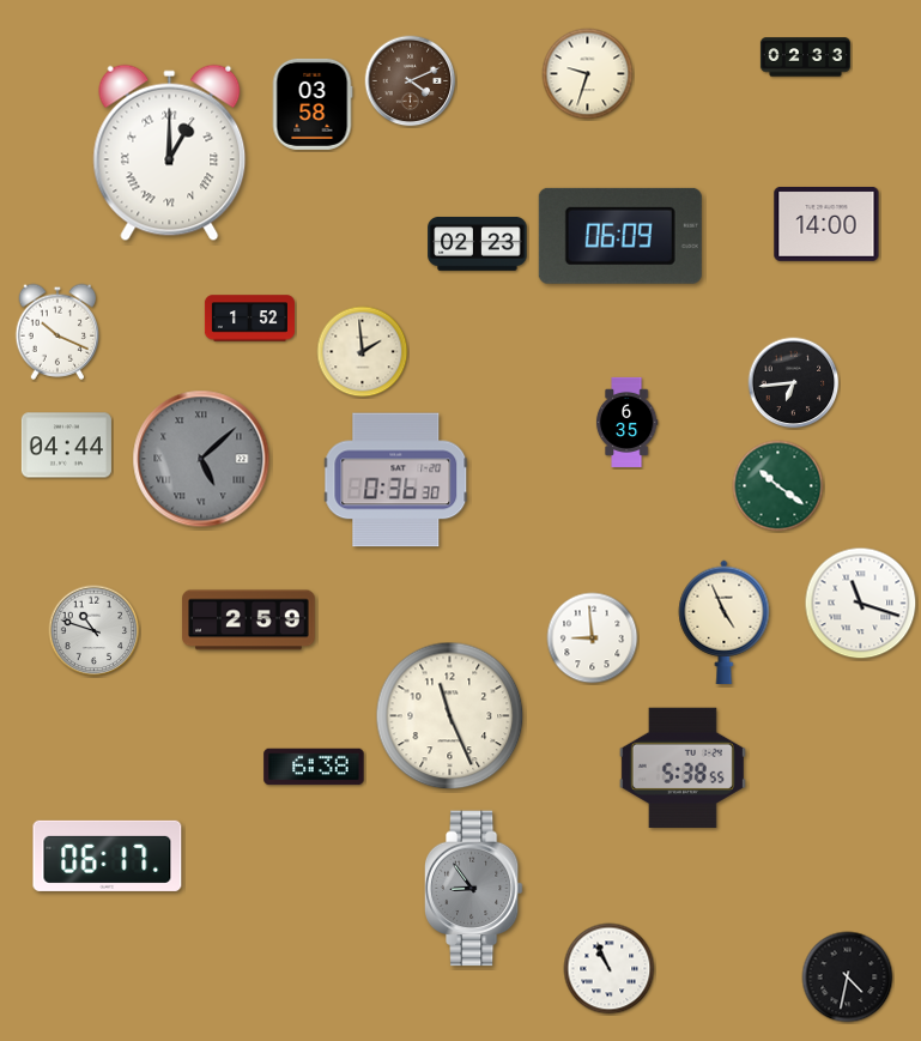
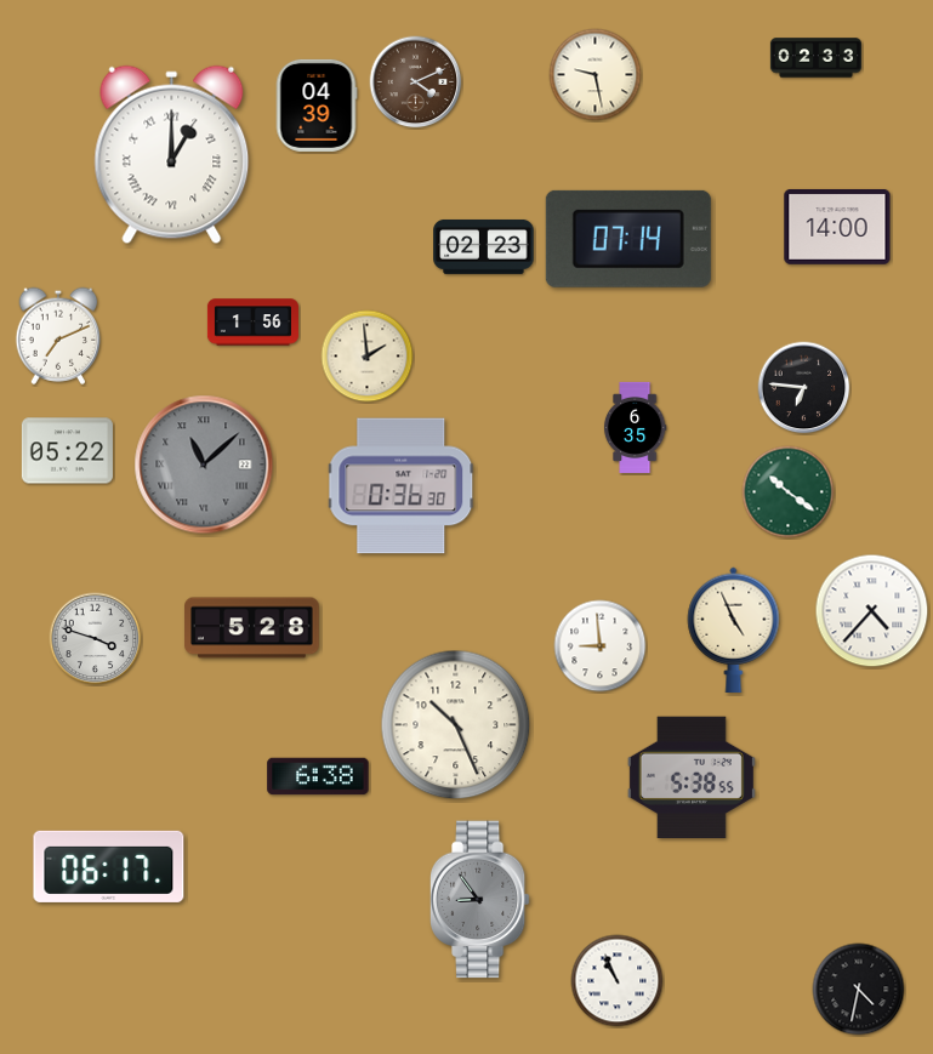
clock at (588, 74): 9:33 -> 9:28
clock at (313, 104): 03:58 -> 04:39
clock at (620, 236): 06:09 -> 07:14
clock at (249, 319): 1:52 -> 1:56
clock at (57, 332): 10:19 -> 7:11
clock at (794, 383): 6:44 -> 6:46
clock at (66, 446): 04:44 -> 05:22
clock at (201, 459): 5:08 -> 11:08
clock at (861, 604): 11:18 -> 4:37
clock at (249, 621): 2:59 -> 5:28
clock at (95, 631): 10:48 -> 3:48
clock at (450, 716): 11:26 -> 10:26
